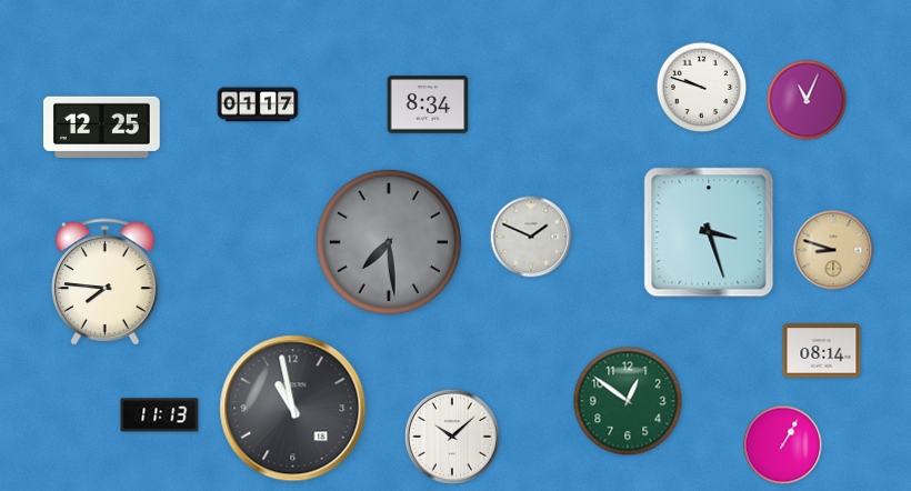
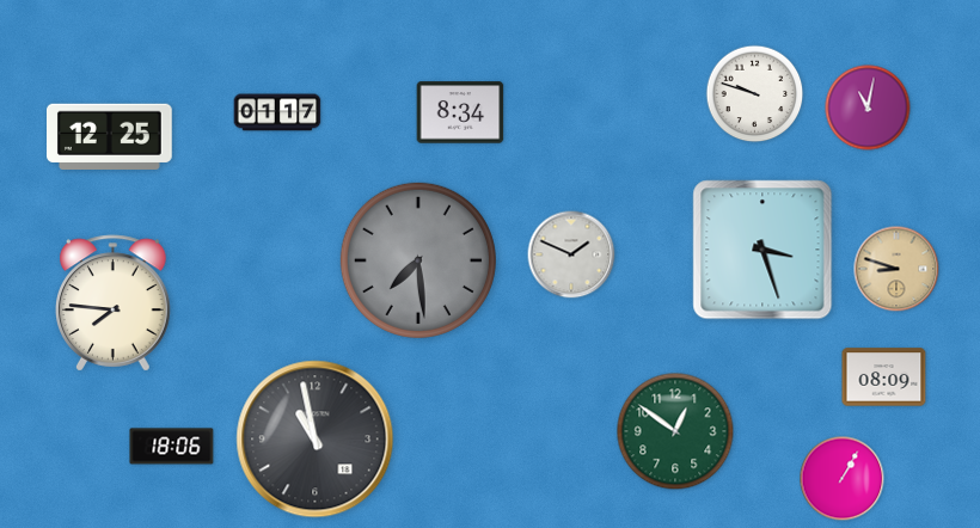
clock at (807, 100): 11:04 -> 11:02
clock at (822, 351): 08:14 -> 08:09
clock at (160, 415): 11:13 -> 18:06
clock at (452, 437): 10:08 -> none
